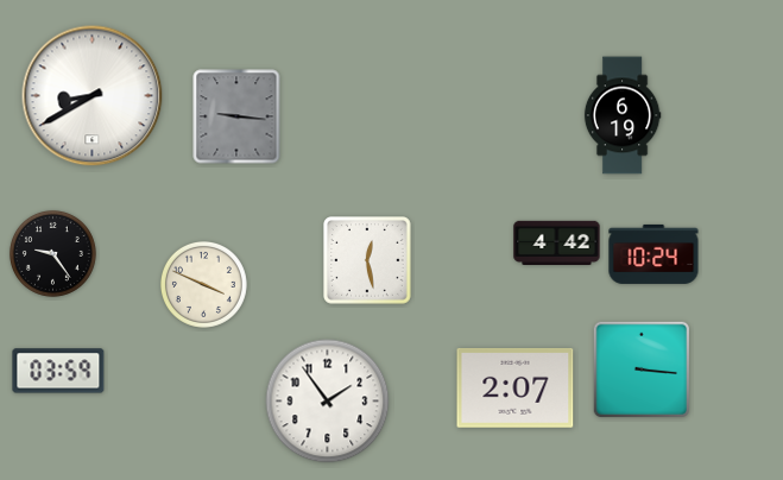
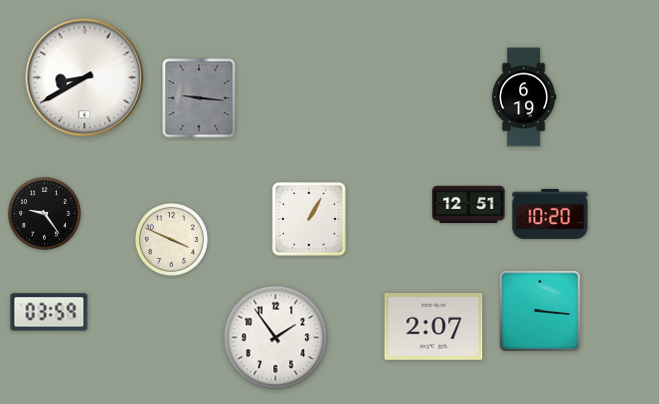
clock at (93, 96) position: (93, 96) -> (85, 78)
clock at (557, 244): 4:42 -> 12:51
clock at (653, 254): 10:24 -> 10:20
clock at (368, 261): 12:28 -> 1:05
